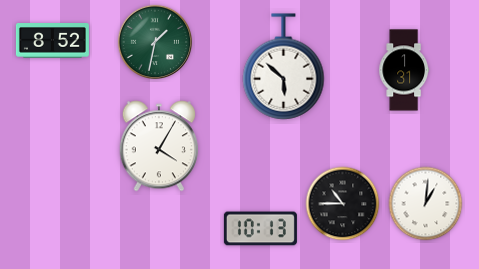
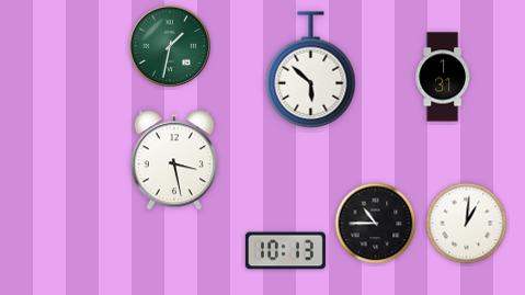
clock at (52, 41): 8:52 -> none
clock at (284, 67) position: (284, 67) -> (311, 70)
clock at (159, 146): 4:05 -> 3:28
